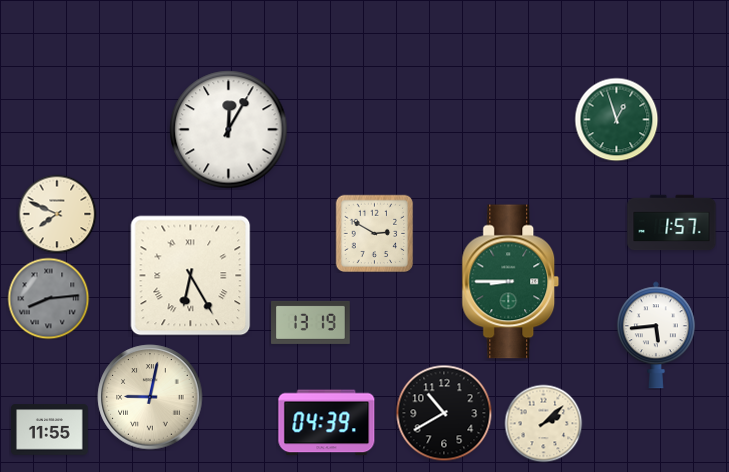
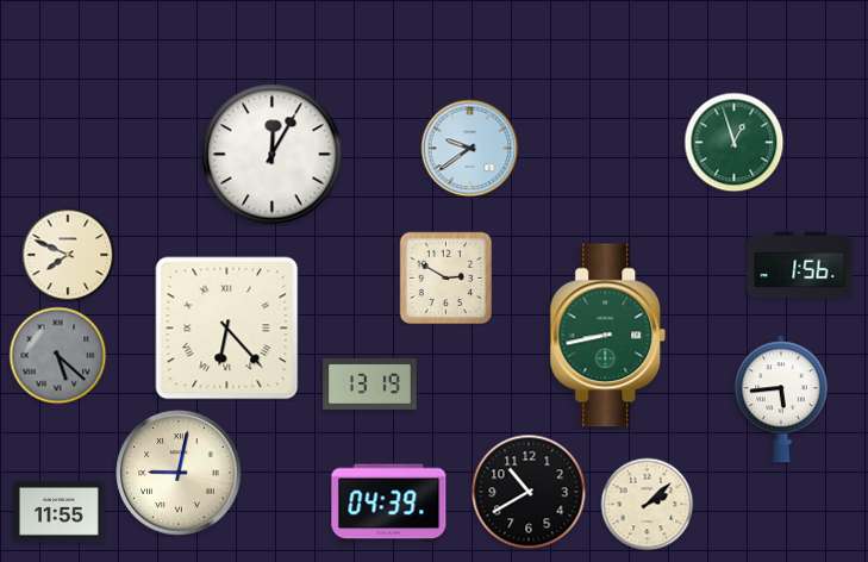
clock at (469, 148): none -> 9:39
clock at (672, 223): 1:57 -> 1:56
clock at (191, 276): 6:25 -> 6:23
clock at (511, 282): 8:45 -> 8:43
clock at (48, 298): 8:14 -> 5:22
